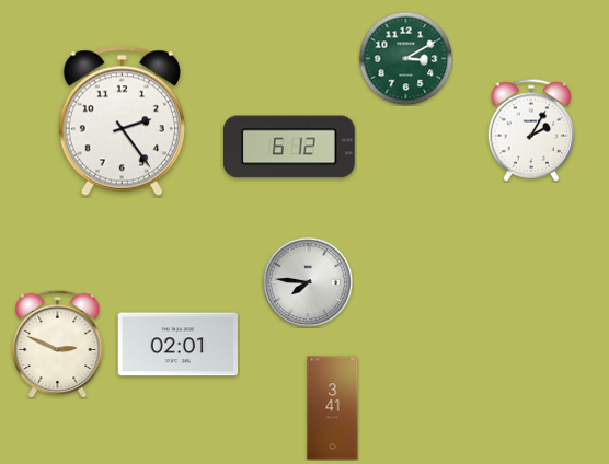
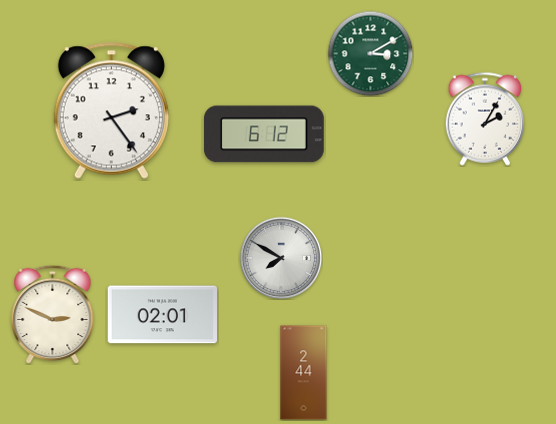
clock at (308, 282): 7:46 -> 7:50
clock at (333, 408): 3:41 -> 2:44
